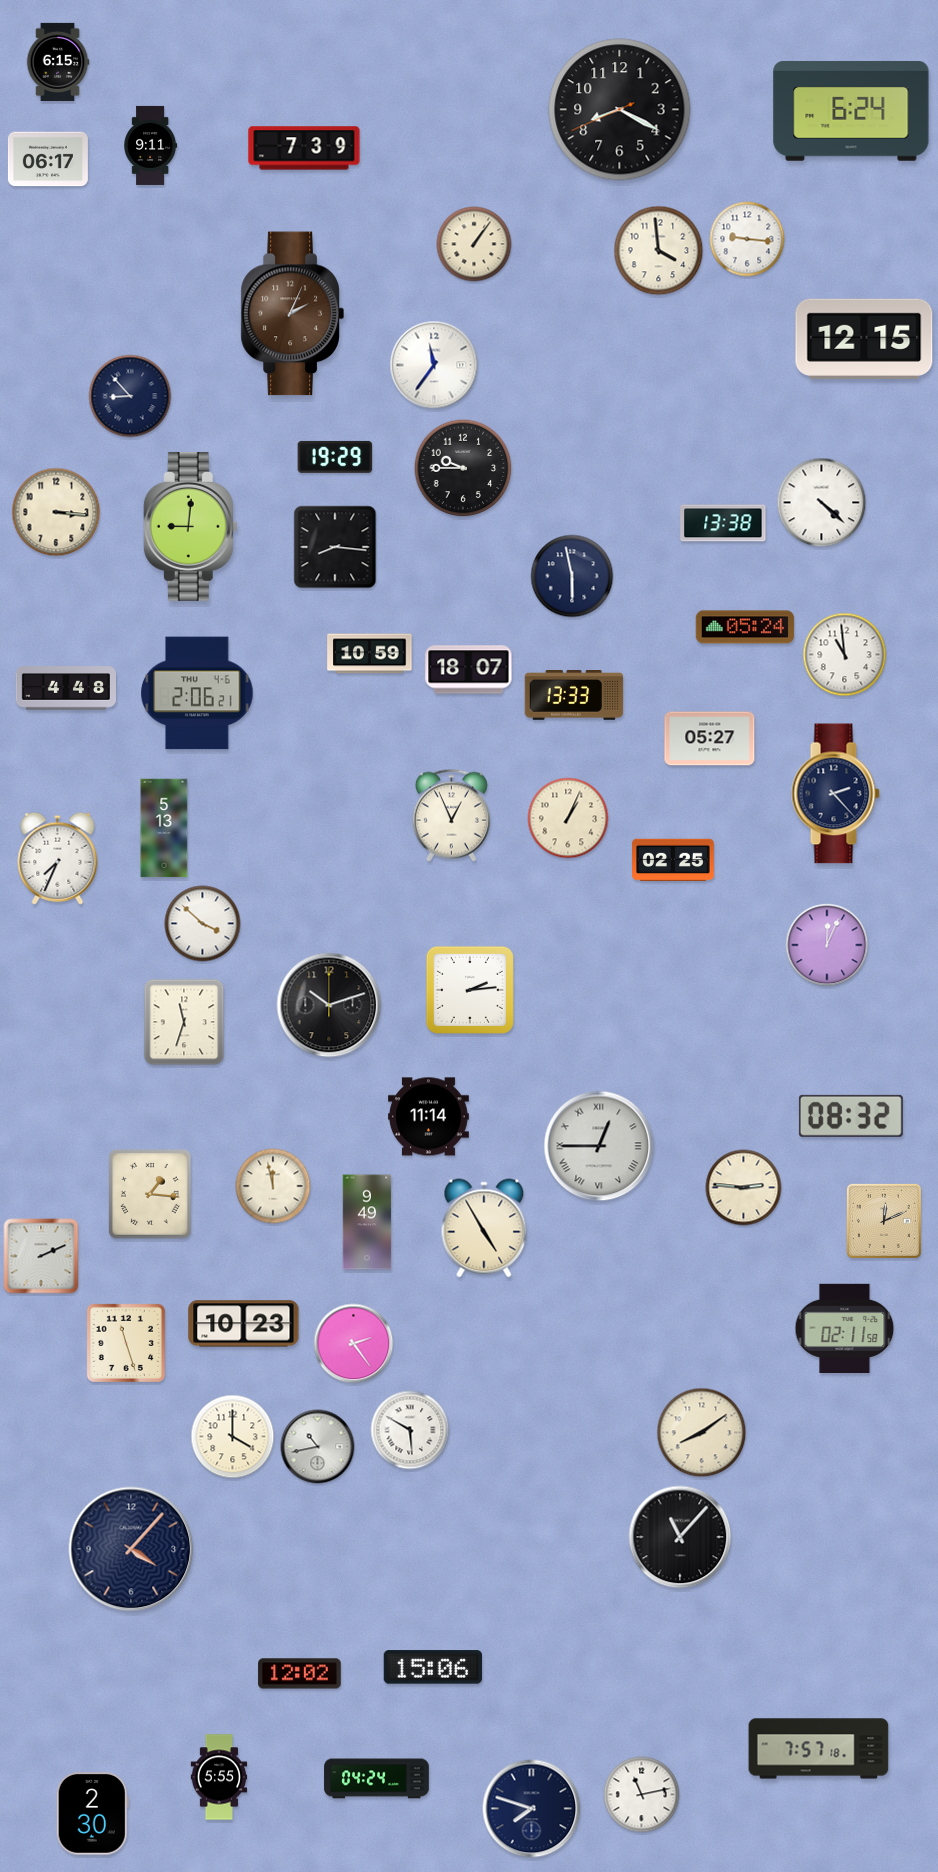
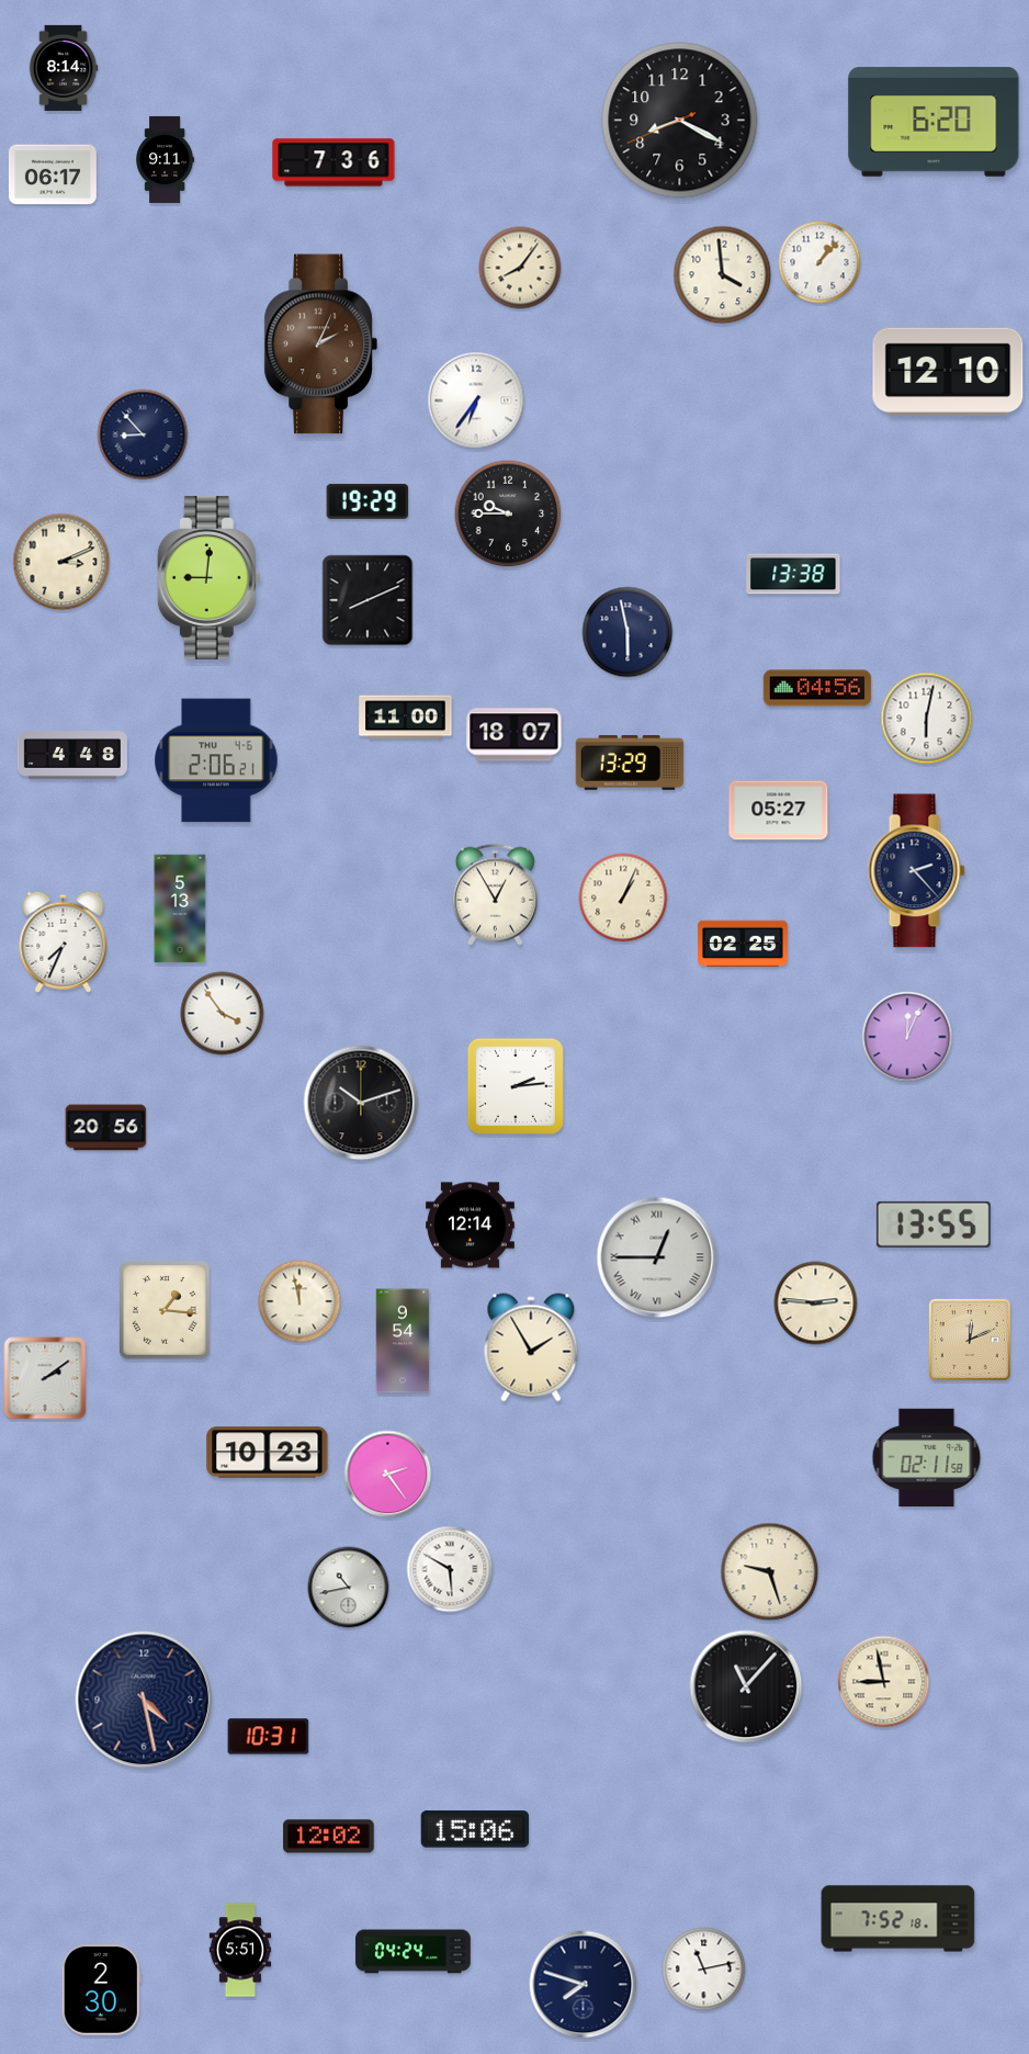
clock at (58, 62): 6:15 -> 8:14
clock at (851, 111): 6:24 -> 6:20
clock at (304, 148): 7:39 -> 7:36
clock at (747, 239): 9:16 -> 1:07
clock at (474, 244): 1:06 -> 8:06
clock at (864, 339): 12:15 -> 12:10
clock at (434, 365): 11:36 -> 6:36
clock at (822, 503): 4:22 -> none
clock at (56, 512): 3:16 -> 3:11
clock at (335, 547): 8:16 -> 8:11
clock at (745, 627): 05:24 -> 04:56
clock at (370, 654): 10:59 -> 11:00
clock at (845, 655): 10:59 -> 6:02
clock at (574, 696): 13:33 -> 13:29
clock at (451, 815): 12:56 -> 12:55
clock at (673, 860) position: (673, 860) -> (743, 944)
clock at (203, 924): 3:52 -> 3:54
clock at (184, 1022): 11:33 -> none
clock at (106, 1128): none -> 20:56
clock at (851, 1116): 08:32 -> 13:55
clock at (429, 1117): 11:14 -> 12:14
clock at (367, 1222): 9:49 -> 9:54
clock at (484, 1228): 4:55 -> 1:55
clock at (41, 1256): 2:11 -> 2:09
clock at (126, 1343): 11:27 -> none
clock at (702, 1433): 8:09 -> 9:27
clock at (233, 1437): 4:00 -> none
clock at (884, 1682): none -> 8:58
clock at (131, 1549): 4:07 -> 4:28
clock at (269, 1737): none -> 10:31
clock at (819, 1749): 7:57 -> 7:52
clock at (219, 1777): 5:55 -> 5:51
